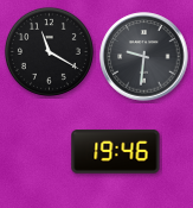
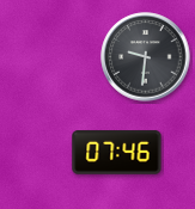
clock at (49, 51): 11:20 -> none
clock at (116, 152): 19:46 -> 07:46
